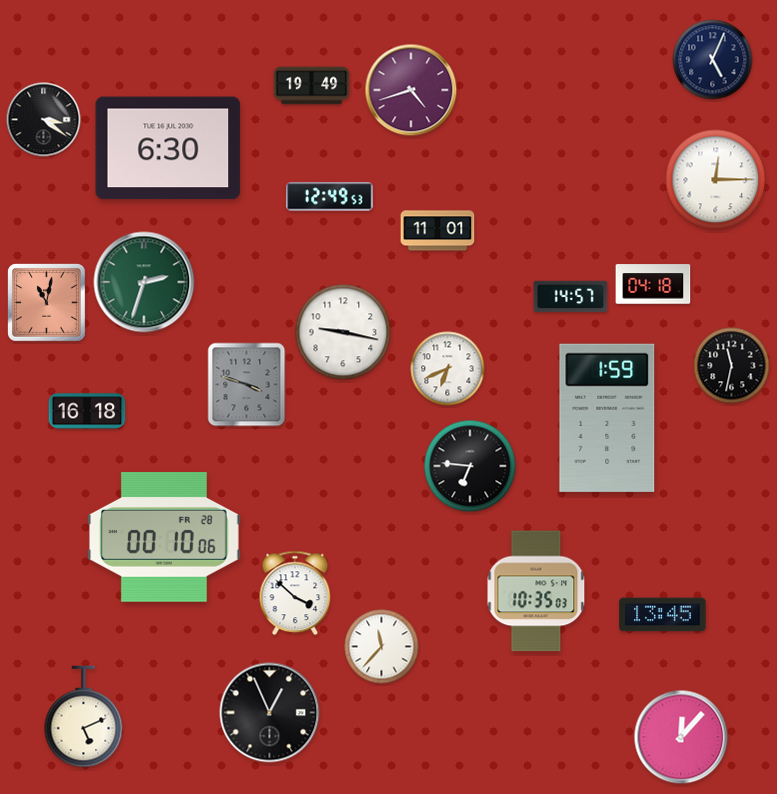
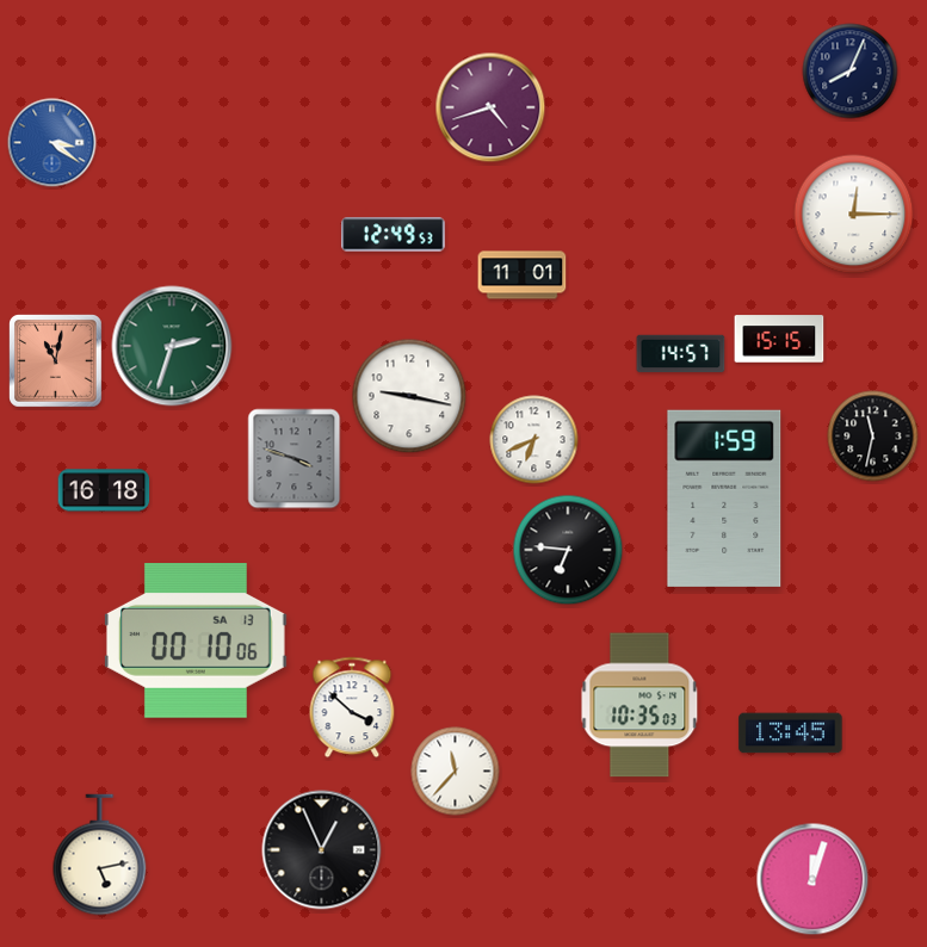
clock at (713, 60): 5:04 -> 8:04
clock at (312, 86): 19:49 -> none
clock at (44, 120) dial: black -> blue
clock at (168, 148): 6:30 -> none
clock at (144, 282) position: (144, 282) -> (172, 346)
clock at (653, 284): 04:18 -> 15:15
clock at (470, 466) position: (470, 466) -> (568, 550)
clock at (164, 538) date: FR 28 -> SA 13
clock at (84, 717): 5:11 -> 5:13
clock at (681, 737): 12:07 -> 12:03
